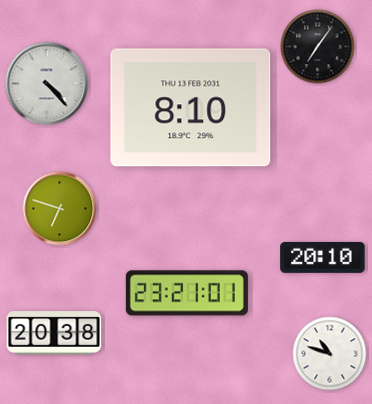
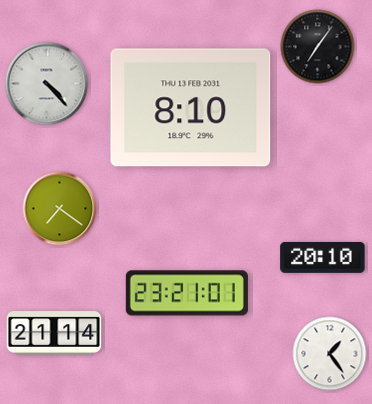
clock at (60, 209): 6:48 -> 7:21
clock at (54, 333): 20:38 -> 21:14
clock at (330, 354): 10:48 -> 1:24
